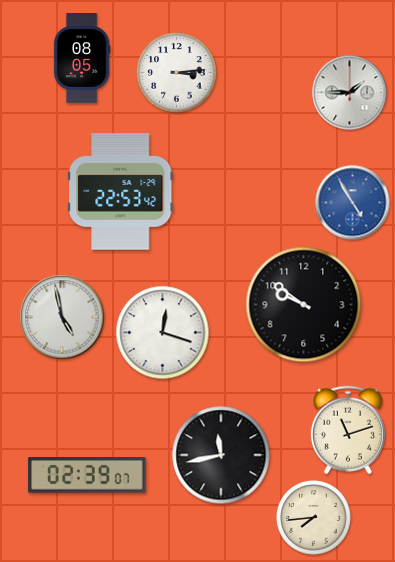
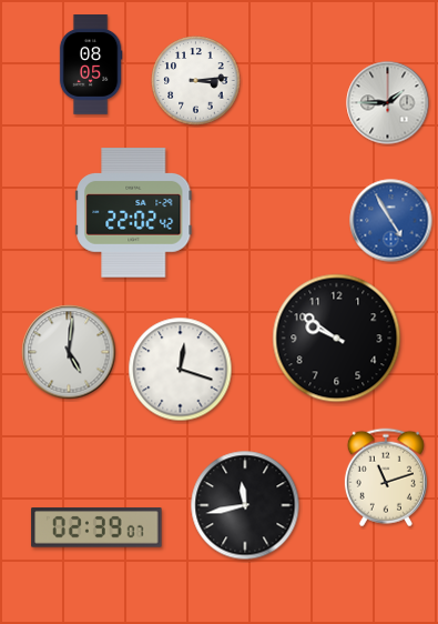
clock at (121, 192): 22:53 -> 22:02
clock at (353, 203) position: (353, 203) -> (391, 221)
clock at (62, 317): 4:58 -> 5:01
clock at (314, 518): 7:44 -> none
